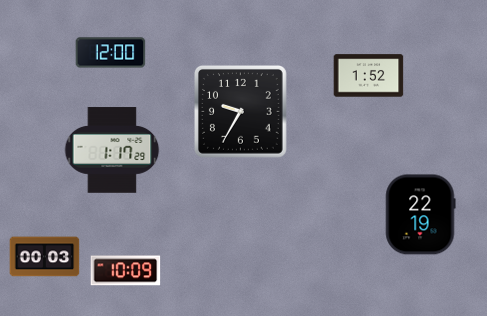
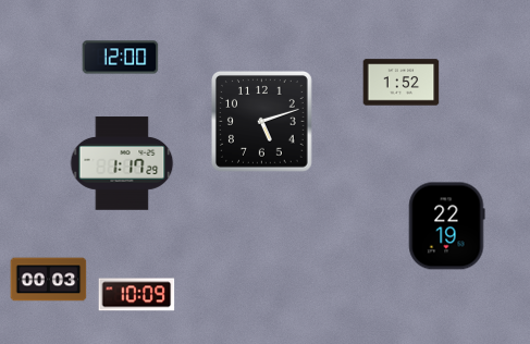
clock at (240, 111): 9:35 -> 5:12
clock at (420, 215) position: (420, 215) -> (446, 226)
